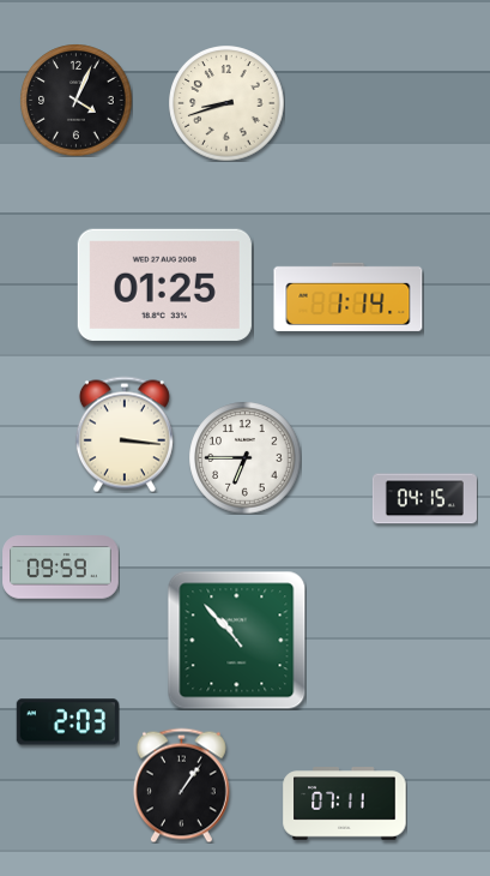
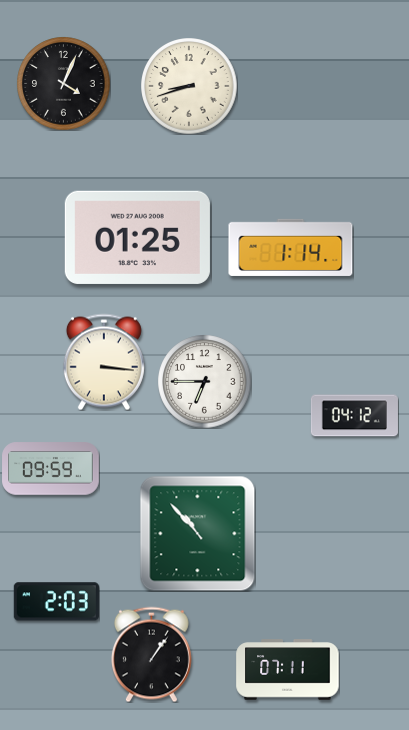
clock at (424, 499): 04:15 -> 04:12
clock at (61, 568) position: (61, 568) -> (51, 469)
